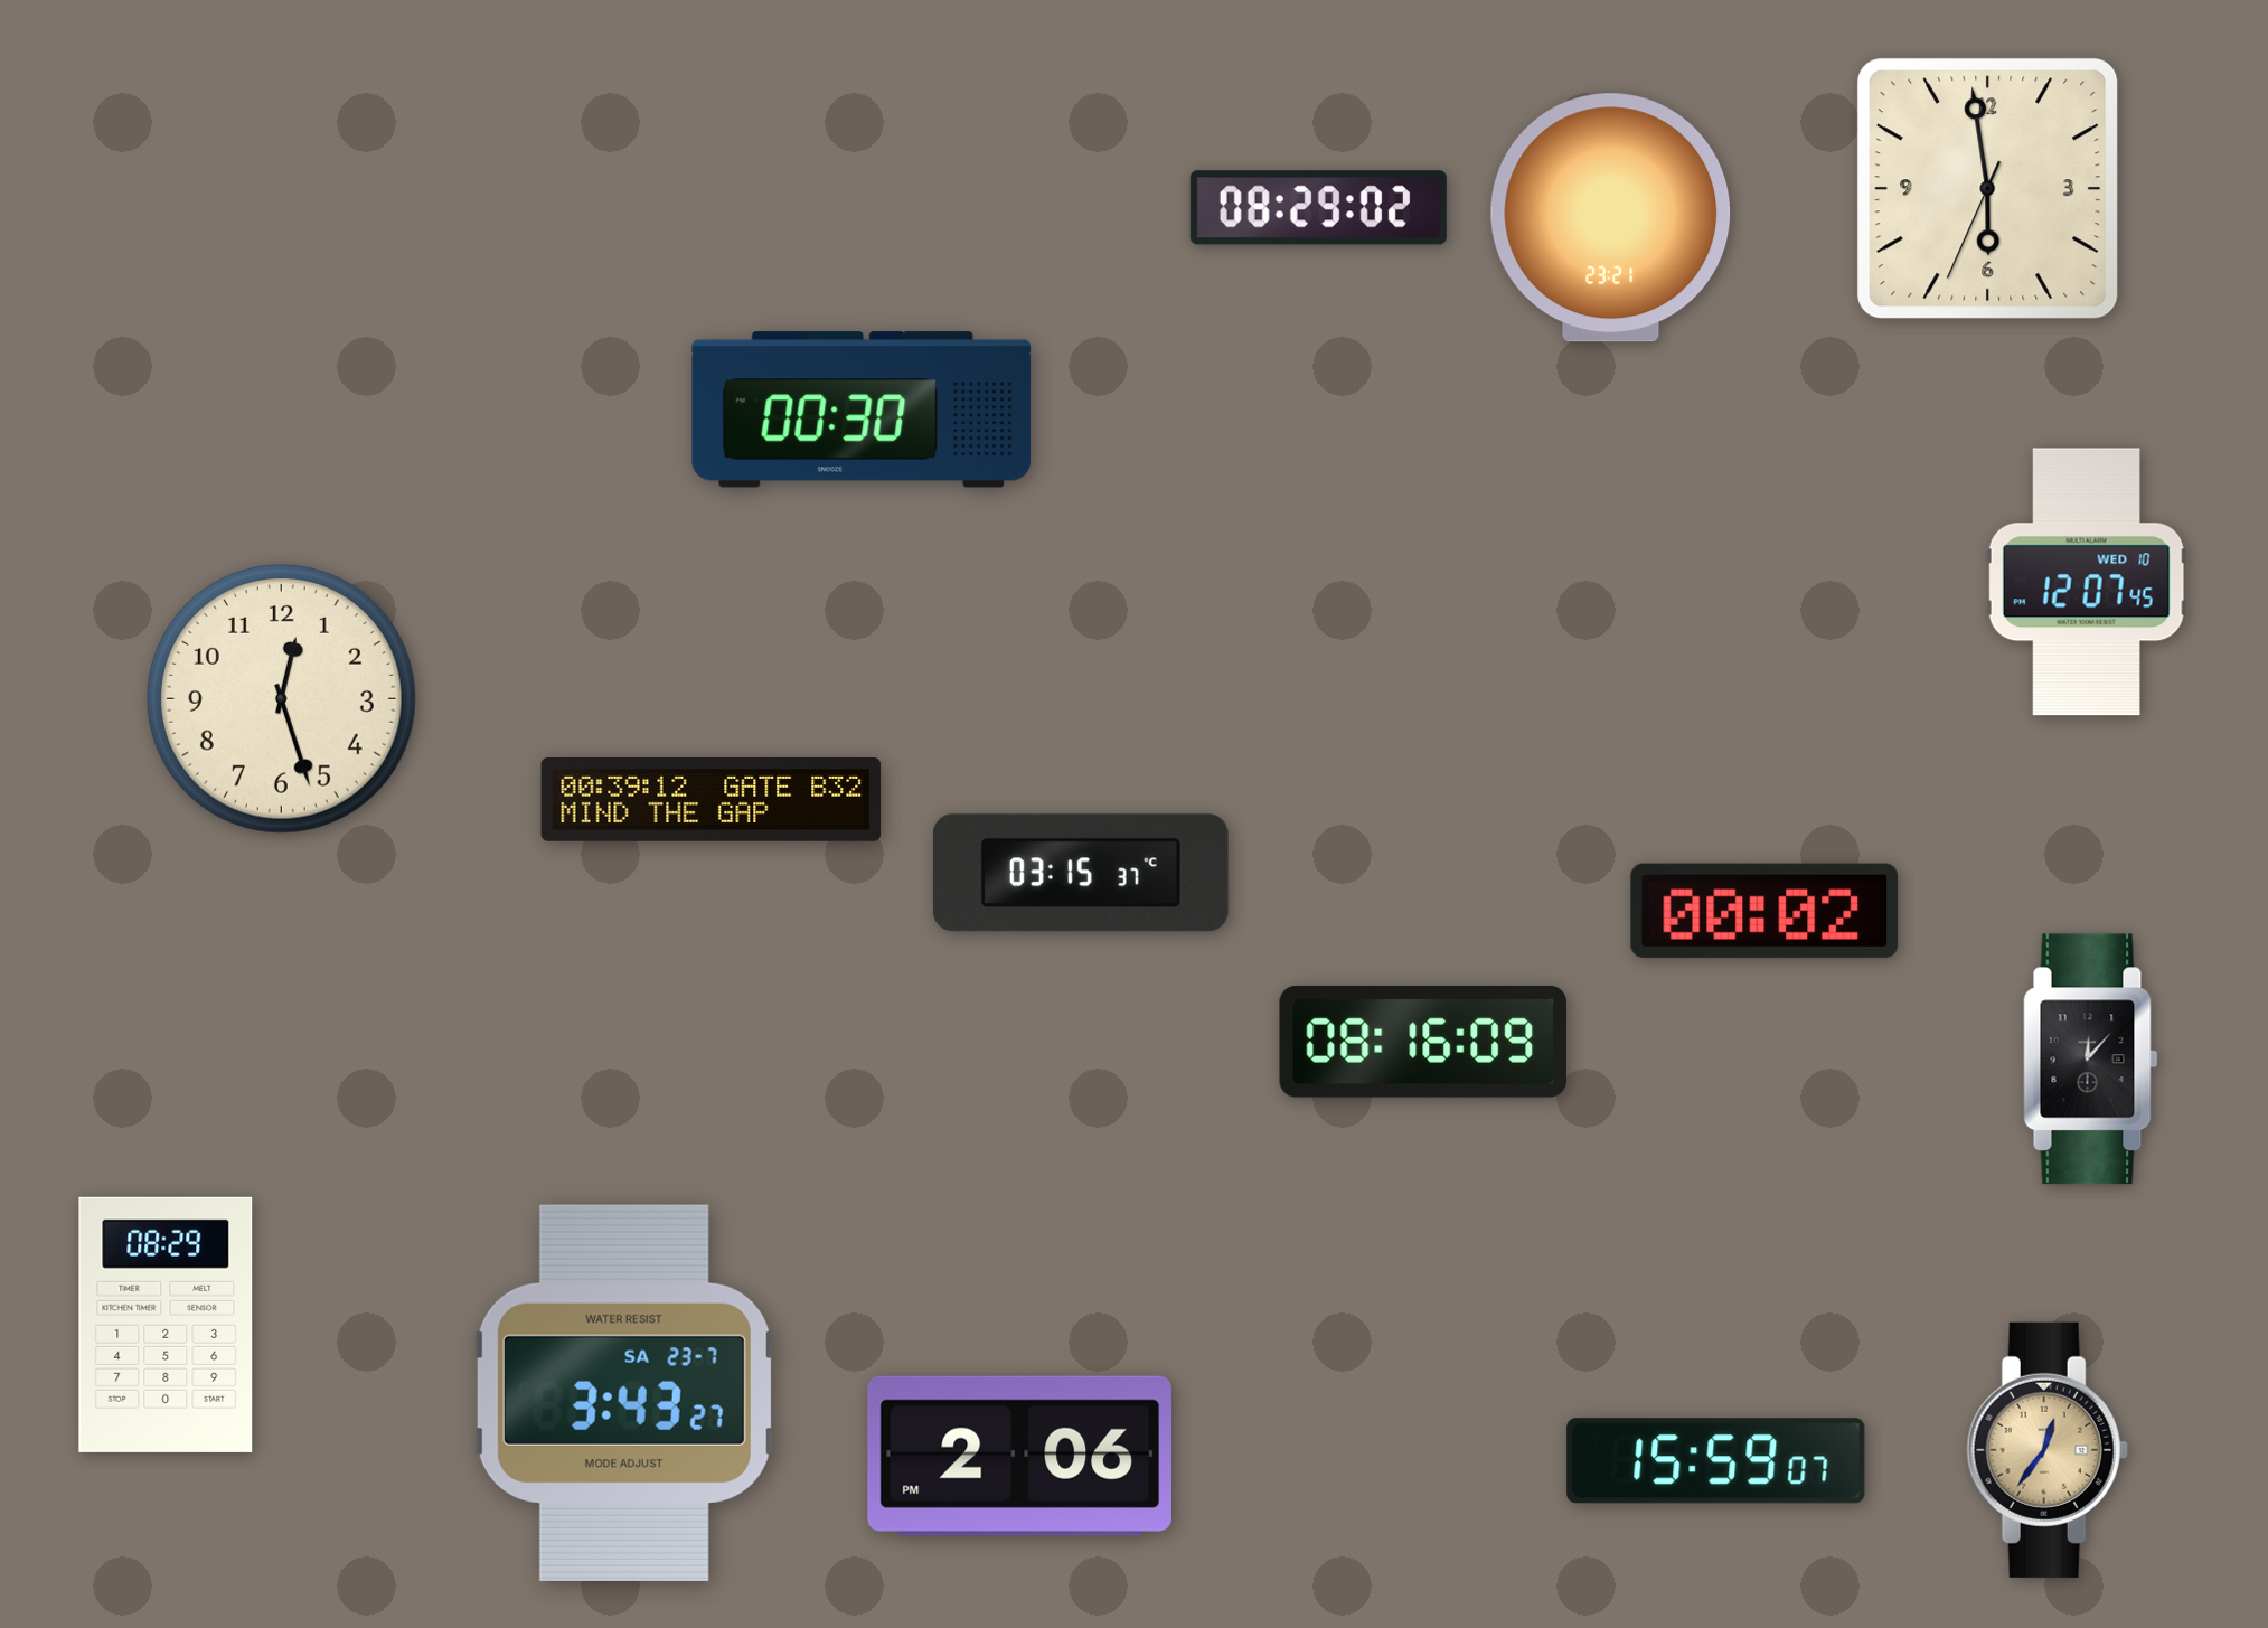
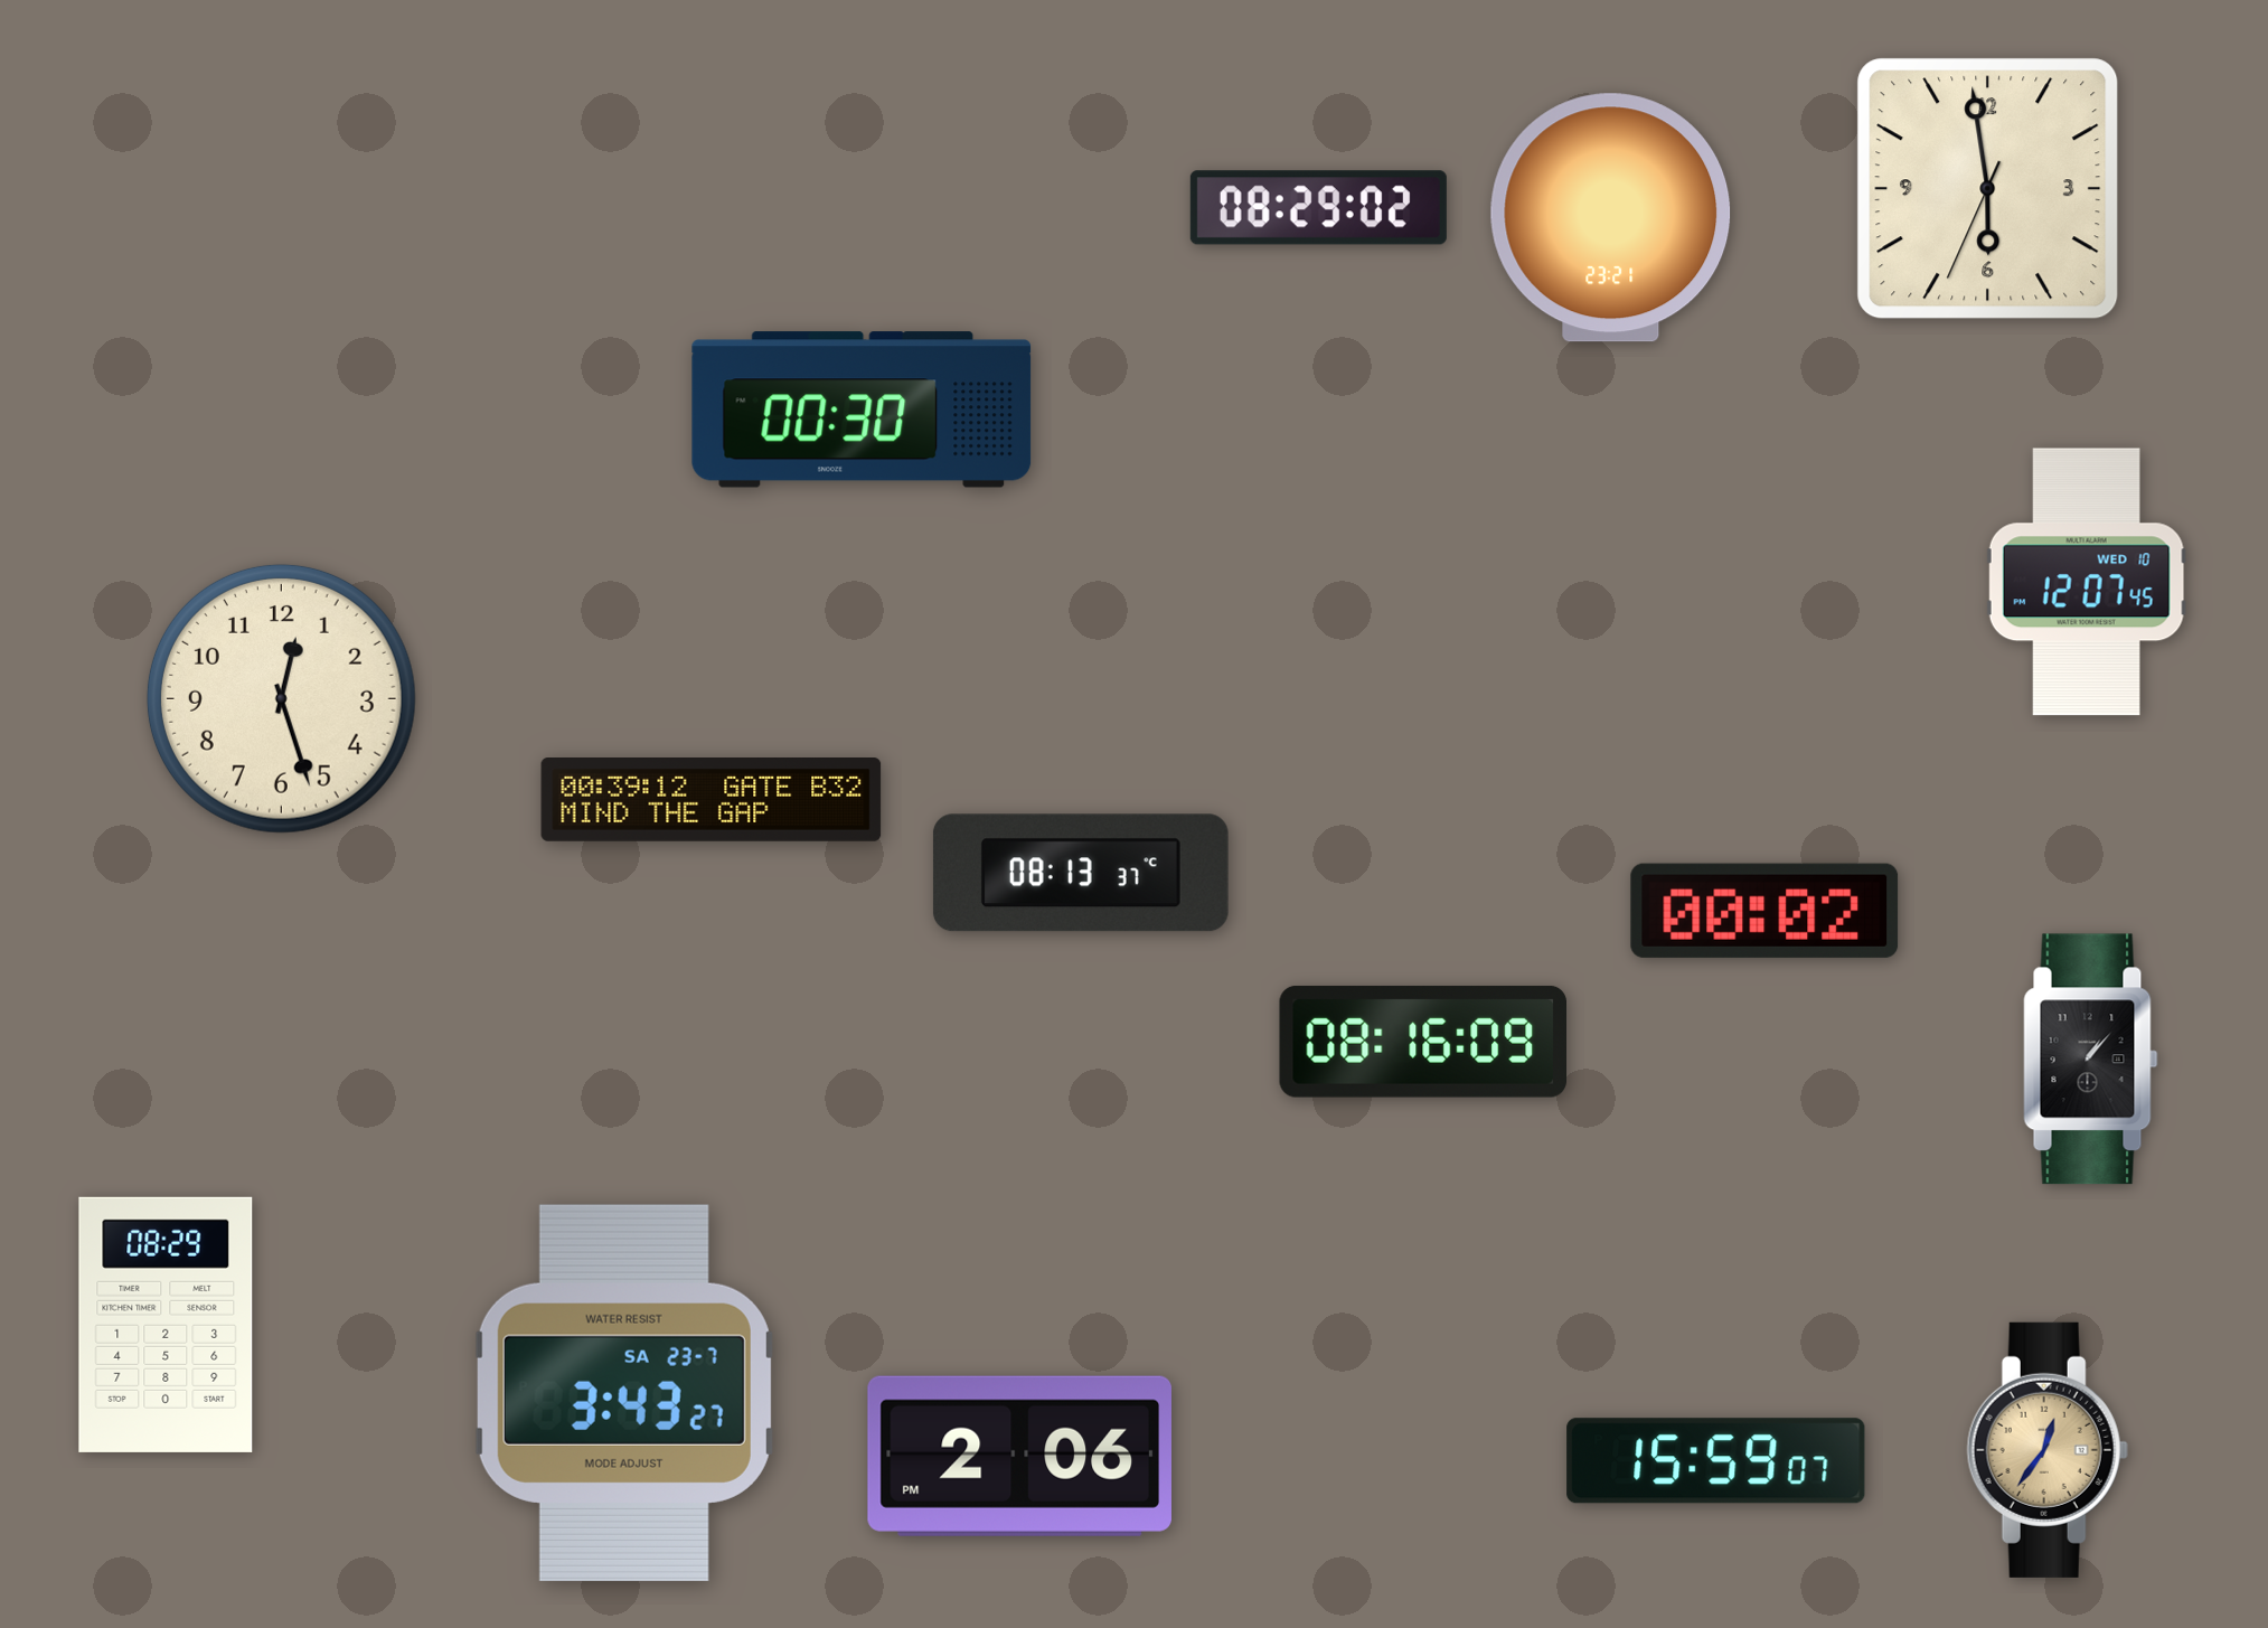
clock at (1081, 873): 03:15 -> 08:13
clock at (2091, 1060): 12:07 -> 1:07
